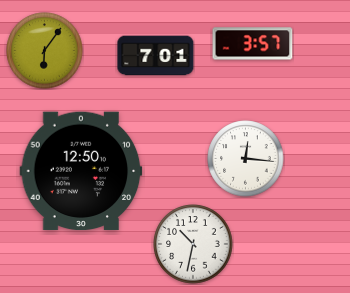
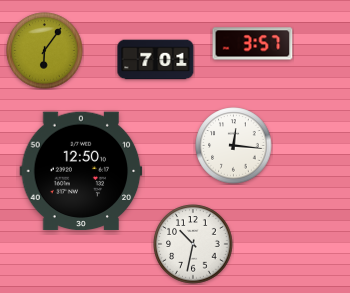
clock at (156, 56) position: (156, 56) -> (156, 60)
clock at (246, 159) position: (246, 159) -> (234, 146)
